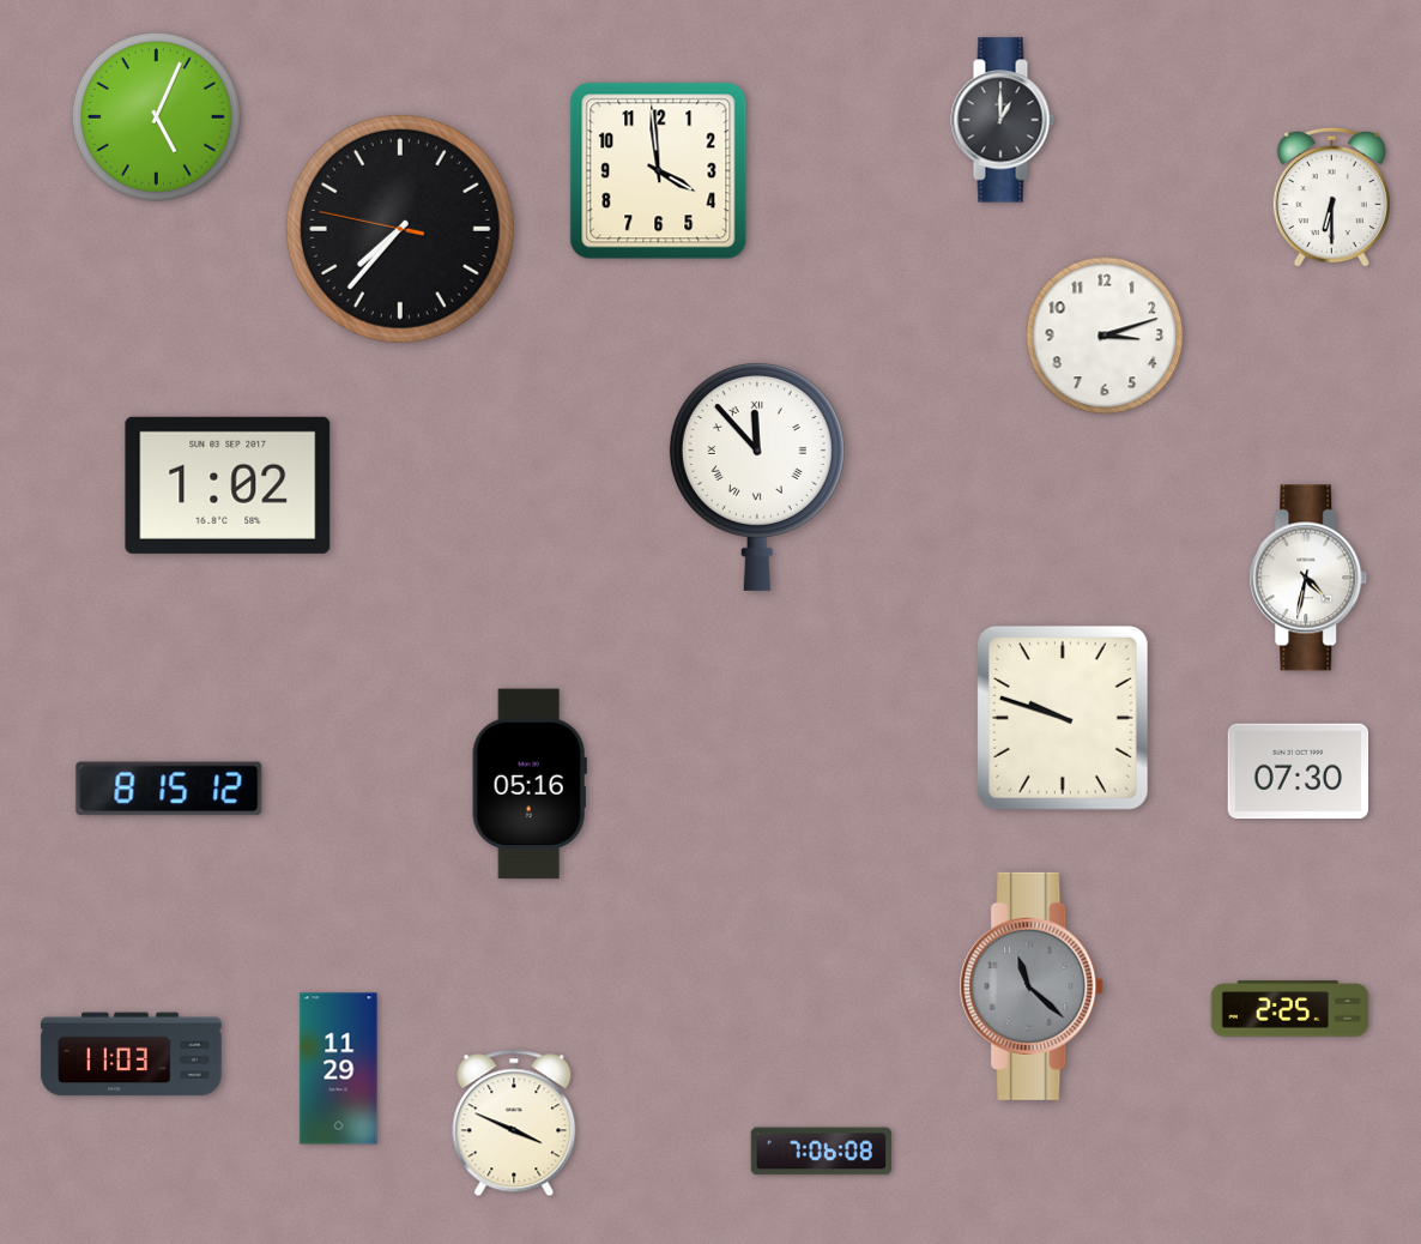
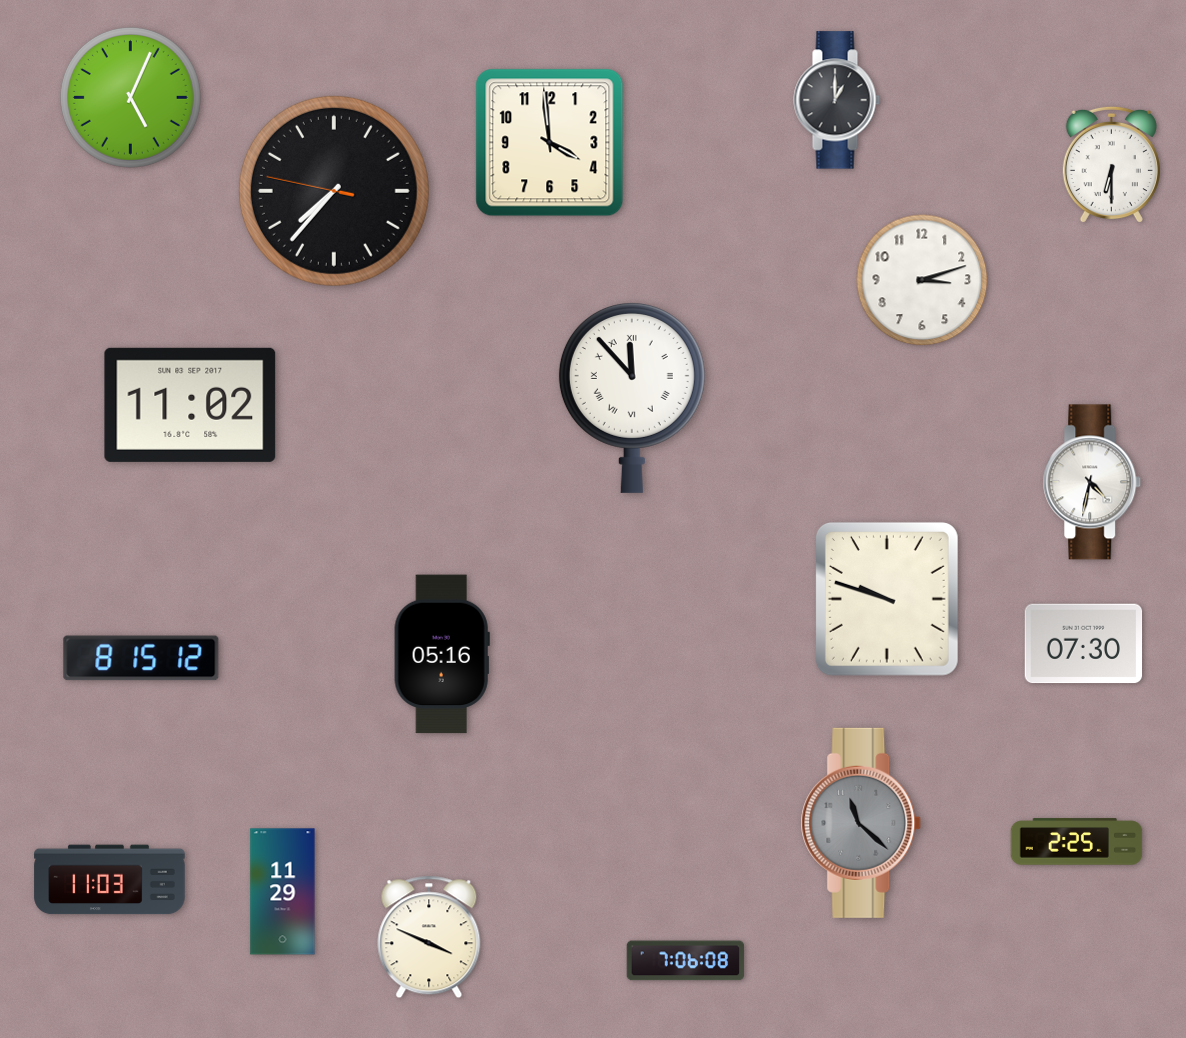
clock at (228, 485): 1:02 -> 11:02
